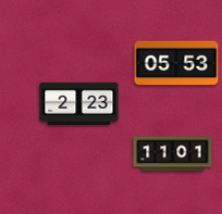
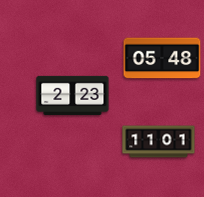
clock at (176, 63): 05:53 -> 05:48
